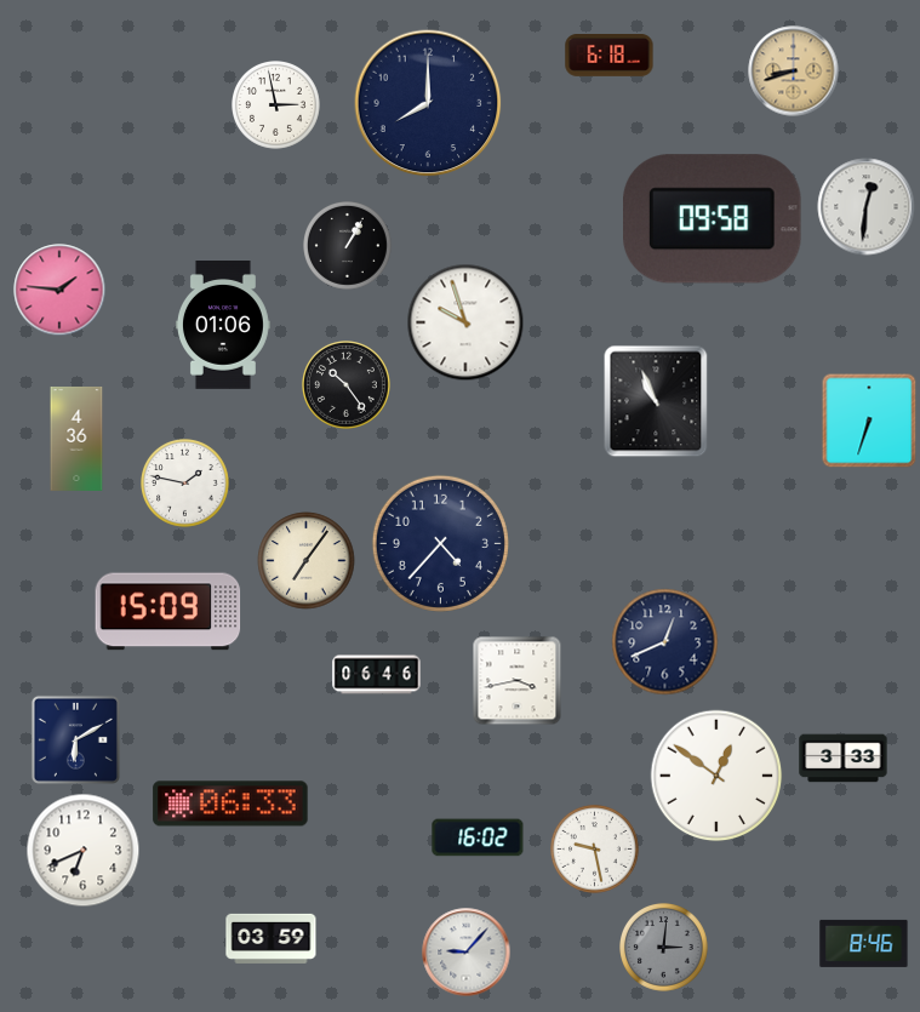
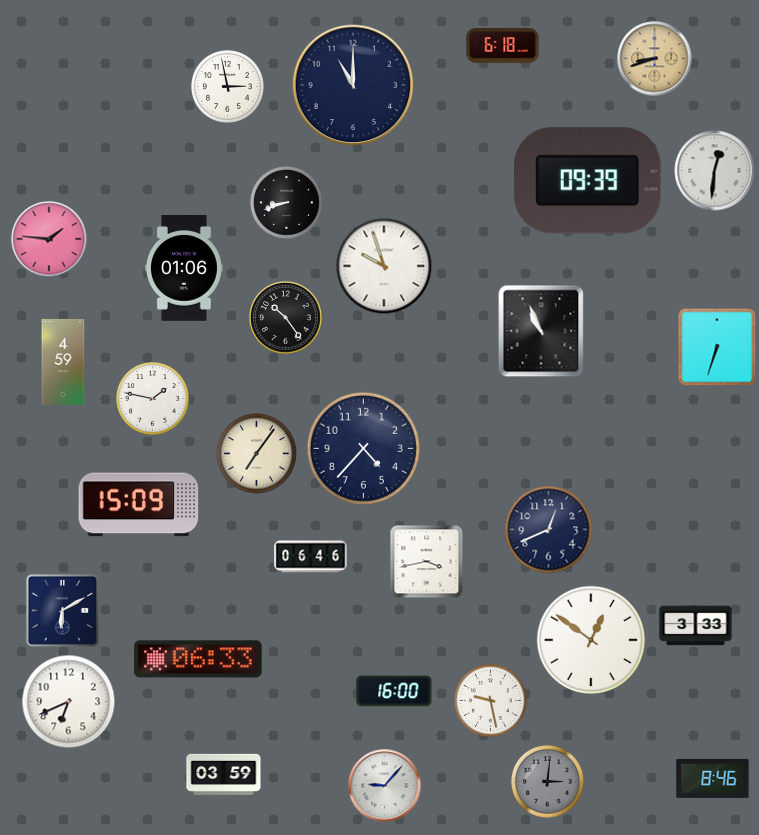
clock at (428, 103): 8:00 -> 11:00
clock at (713, 219): 09:58 -> 09:39
clock at (348, 246): 1:05 -> 8:42
clock at (76, 439): 4:36 -> 4:59
clock at (307, 561) position: (307, 561) -> (257, 454)
clock at (230, 804) position: (230, 804) -> (198, 659)
clock at (478, 837): 16:02 -> 16:00
